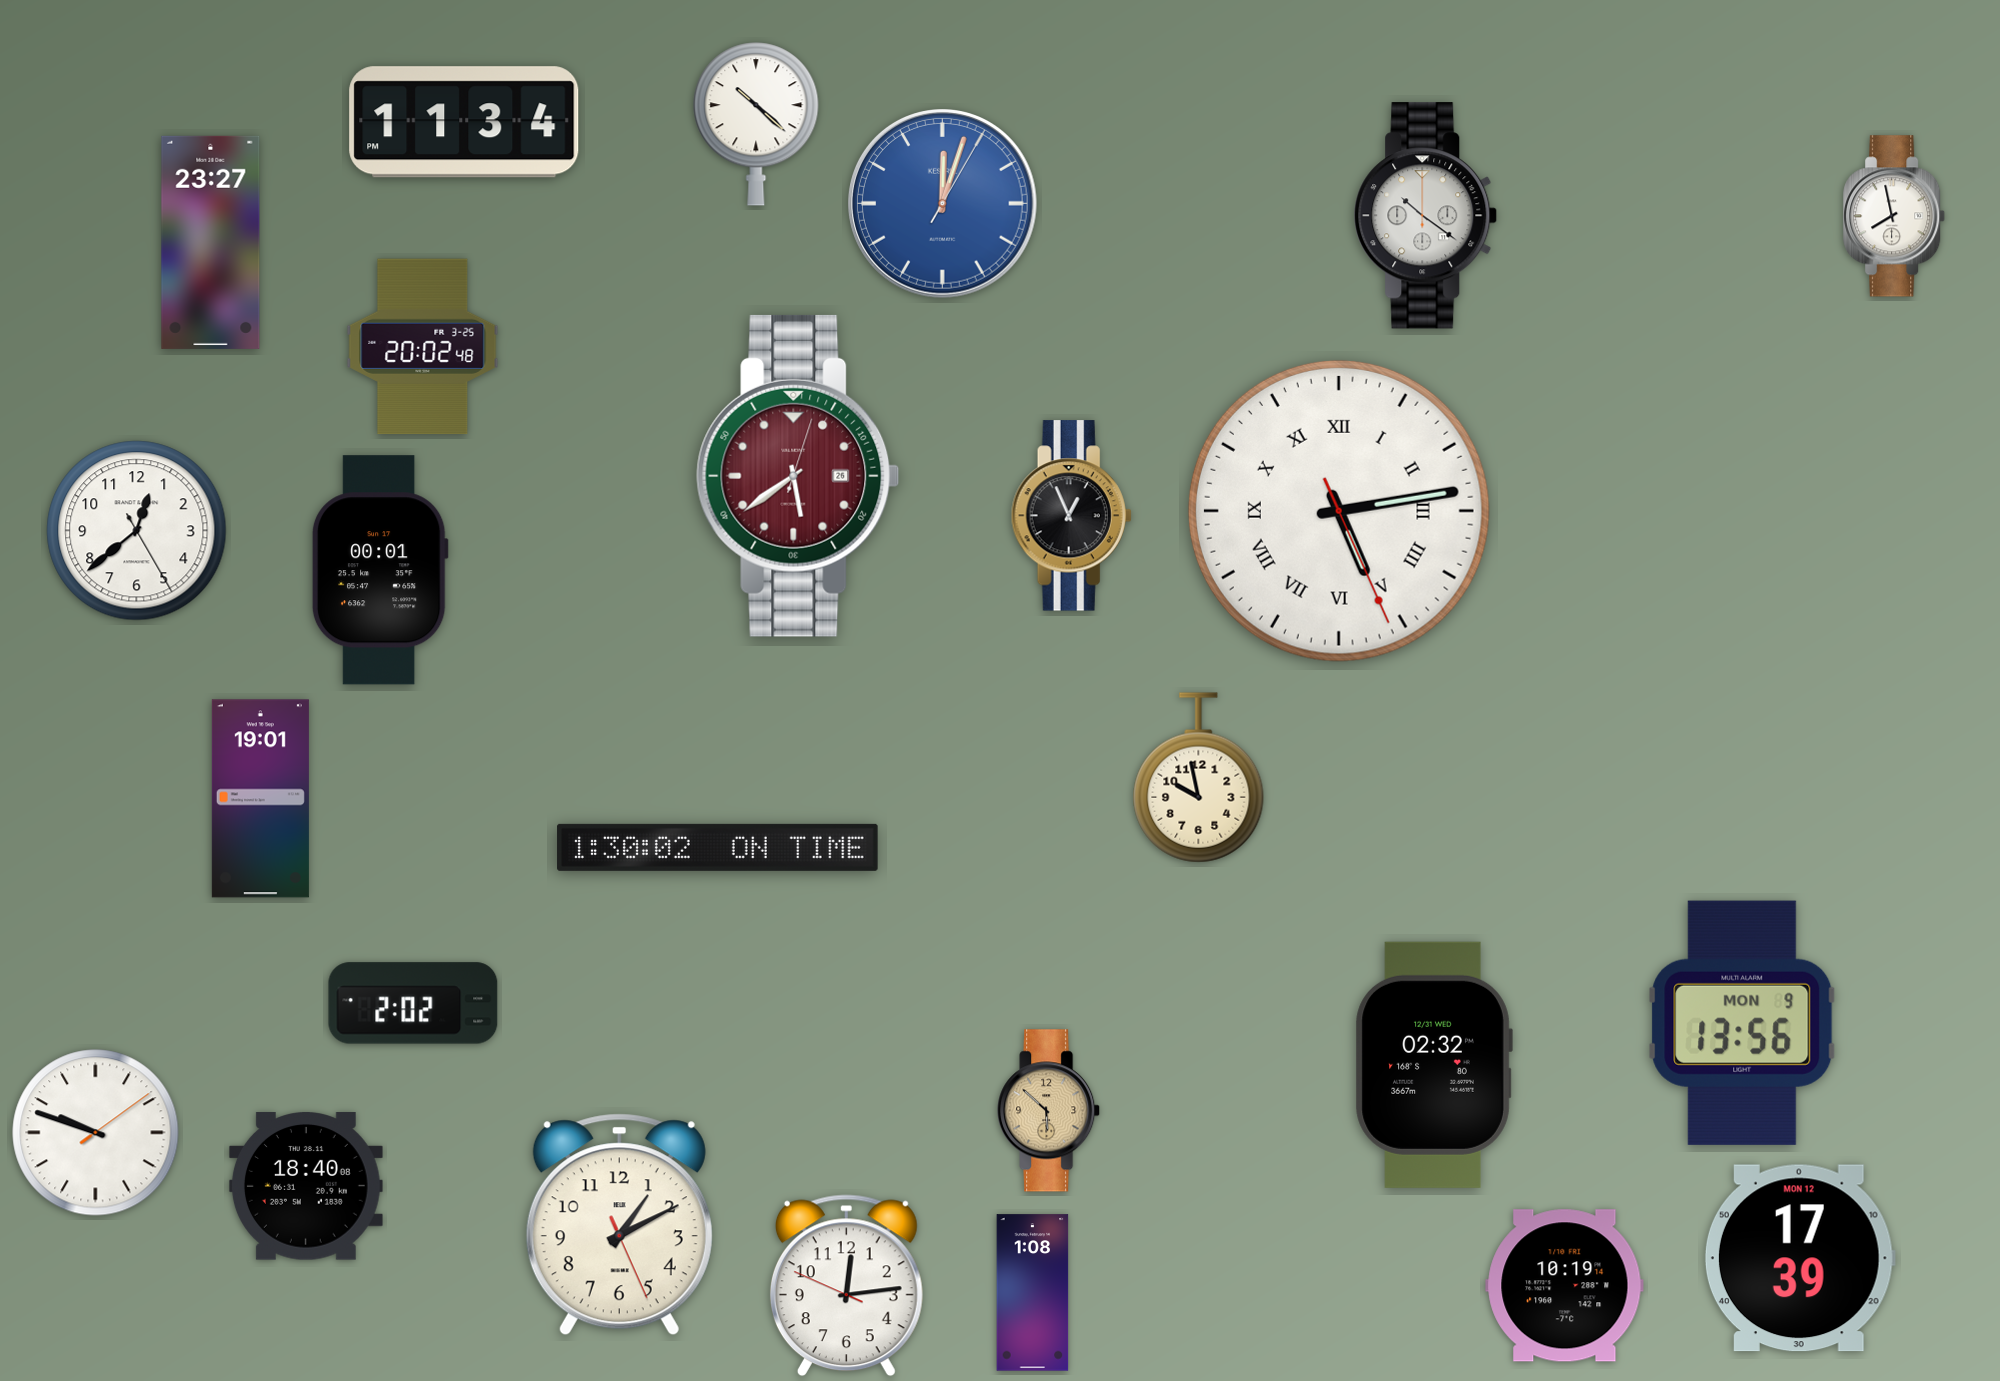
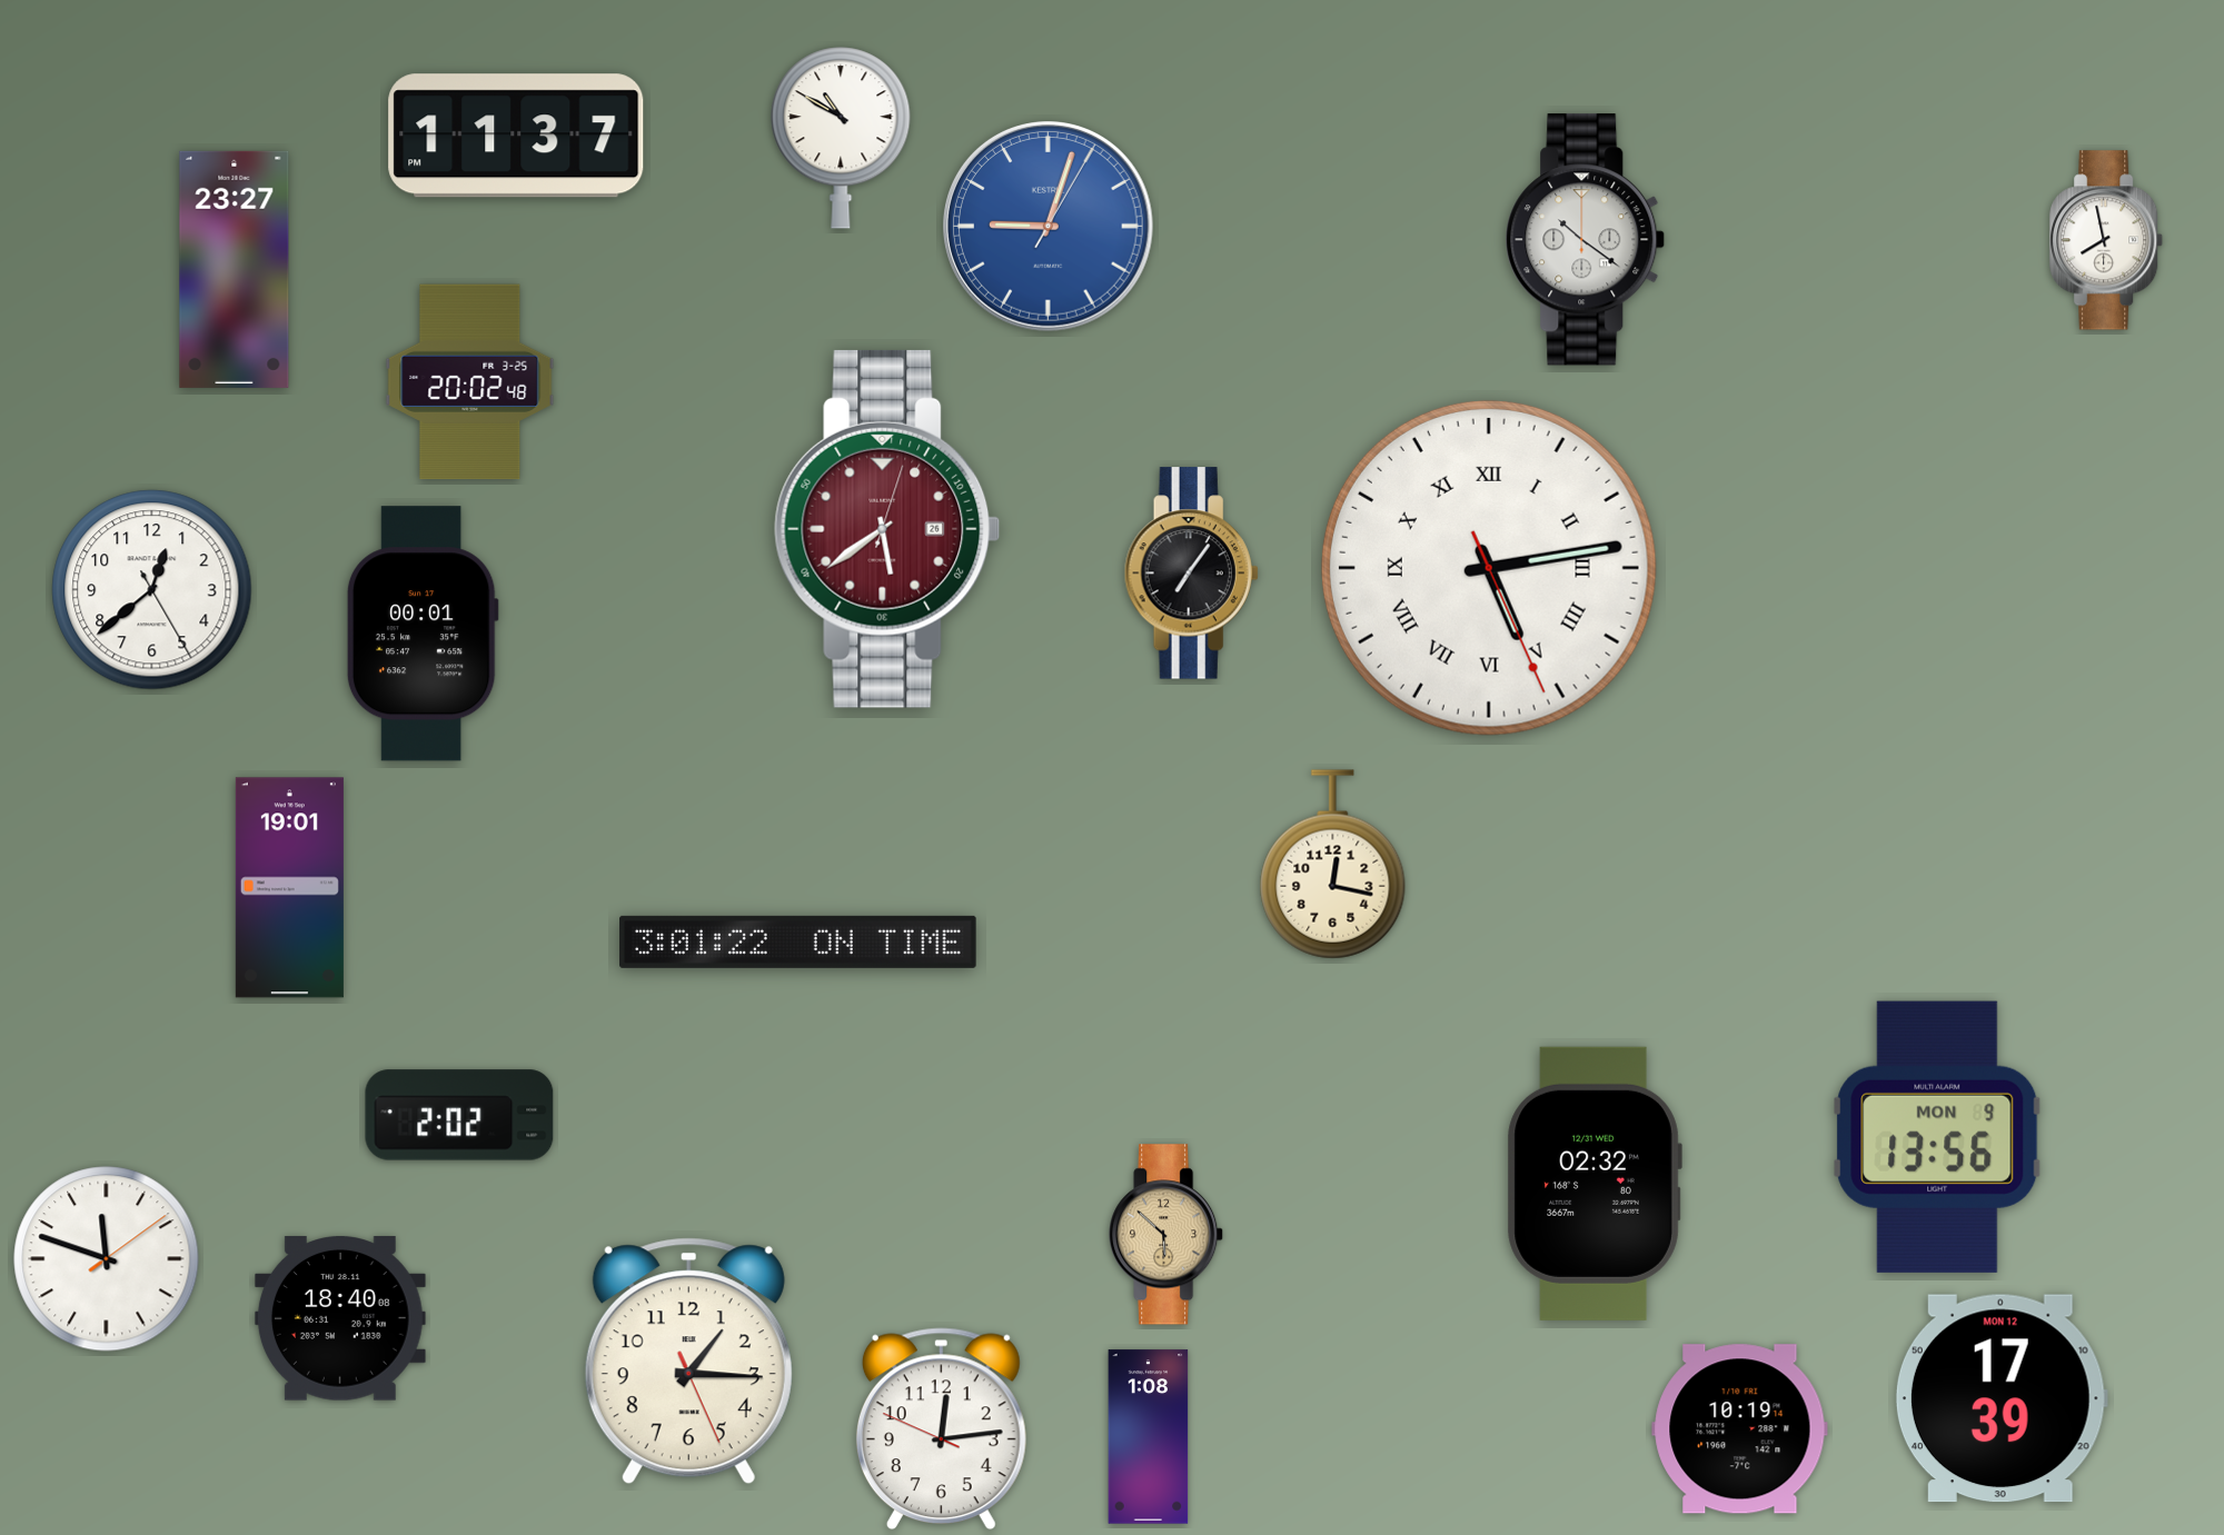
clock at (464, 122): 11:34 -> 11:37
clock at (756, 124): 10:22 -> 10:50
clock at (943, 204): 12:03 -> 9:03
clock at (423, 347) position: (423, 347) -> (470, 382)
clock at (1071, 516): 12:56 -> 7:06
clock at (1199, 778): 9:58 -> 12:17
clock at (718, 847): 1:30 -> 3:01
clock at (96, 1133): 9:48 -> 11:48
clock at (619, 1225): 1:10 -> 1:15
